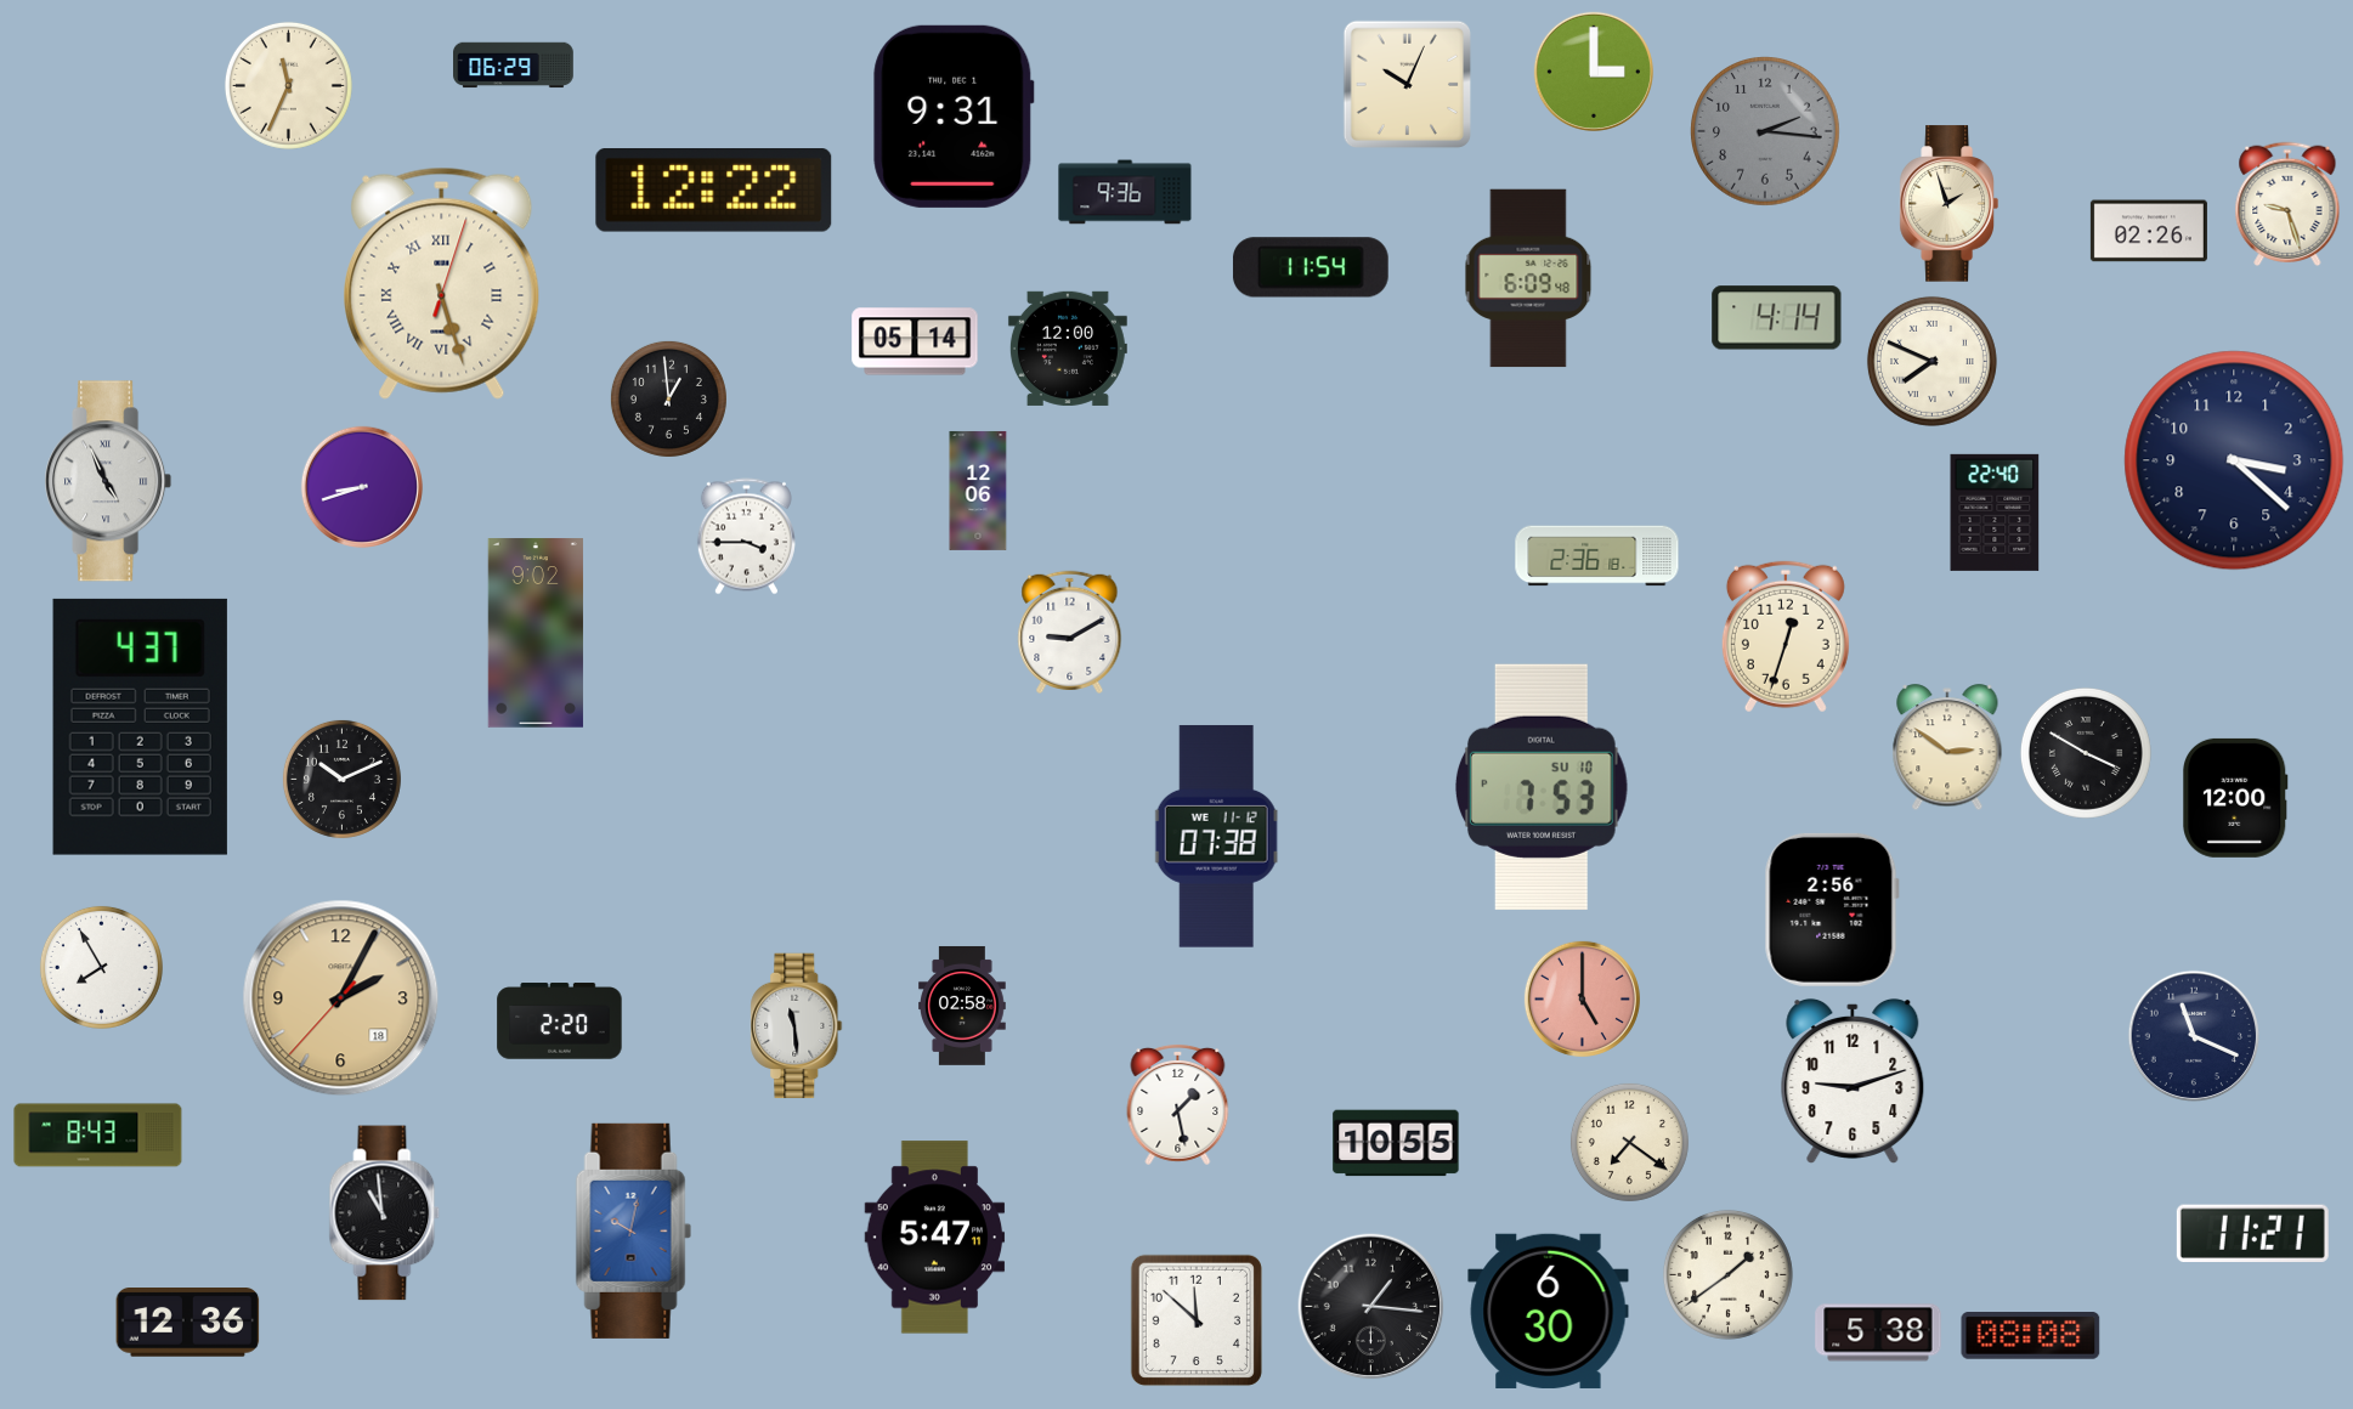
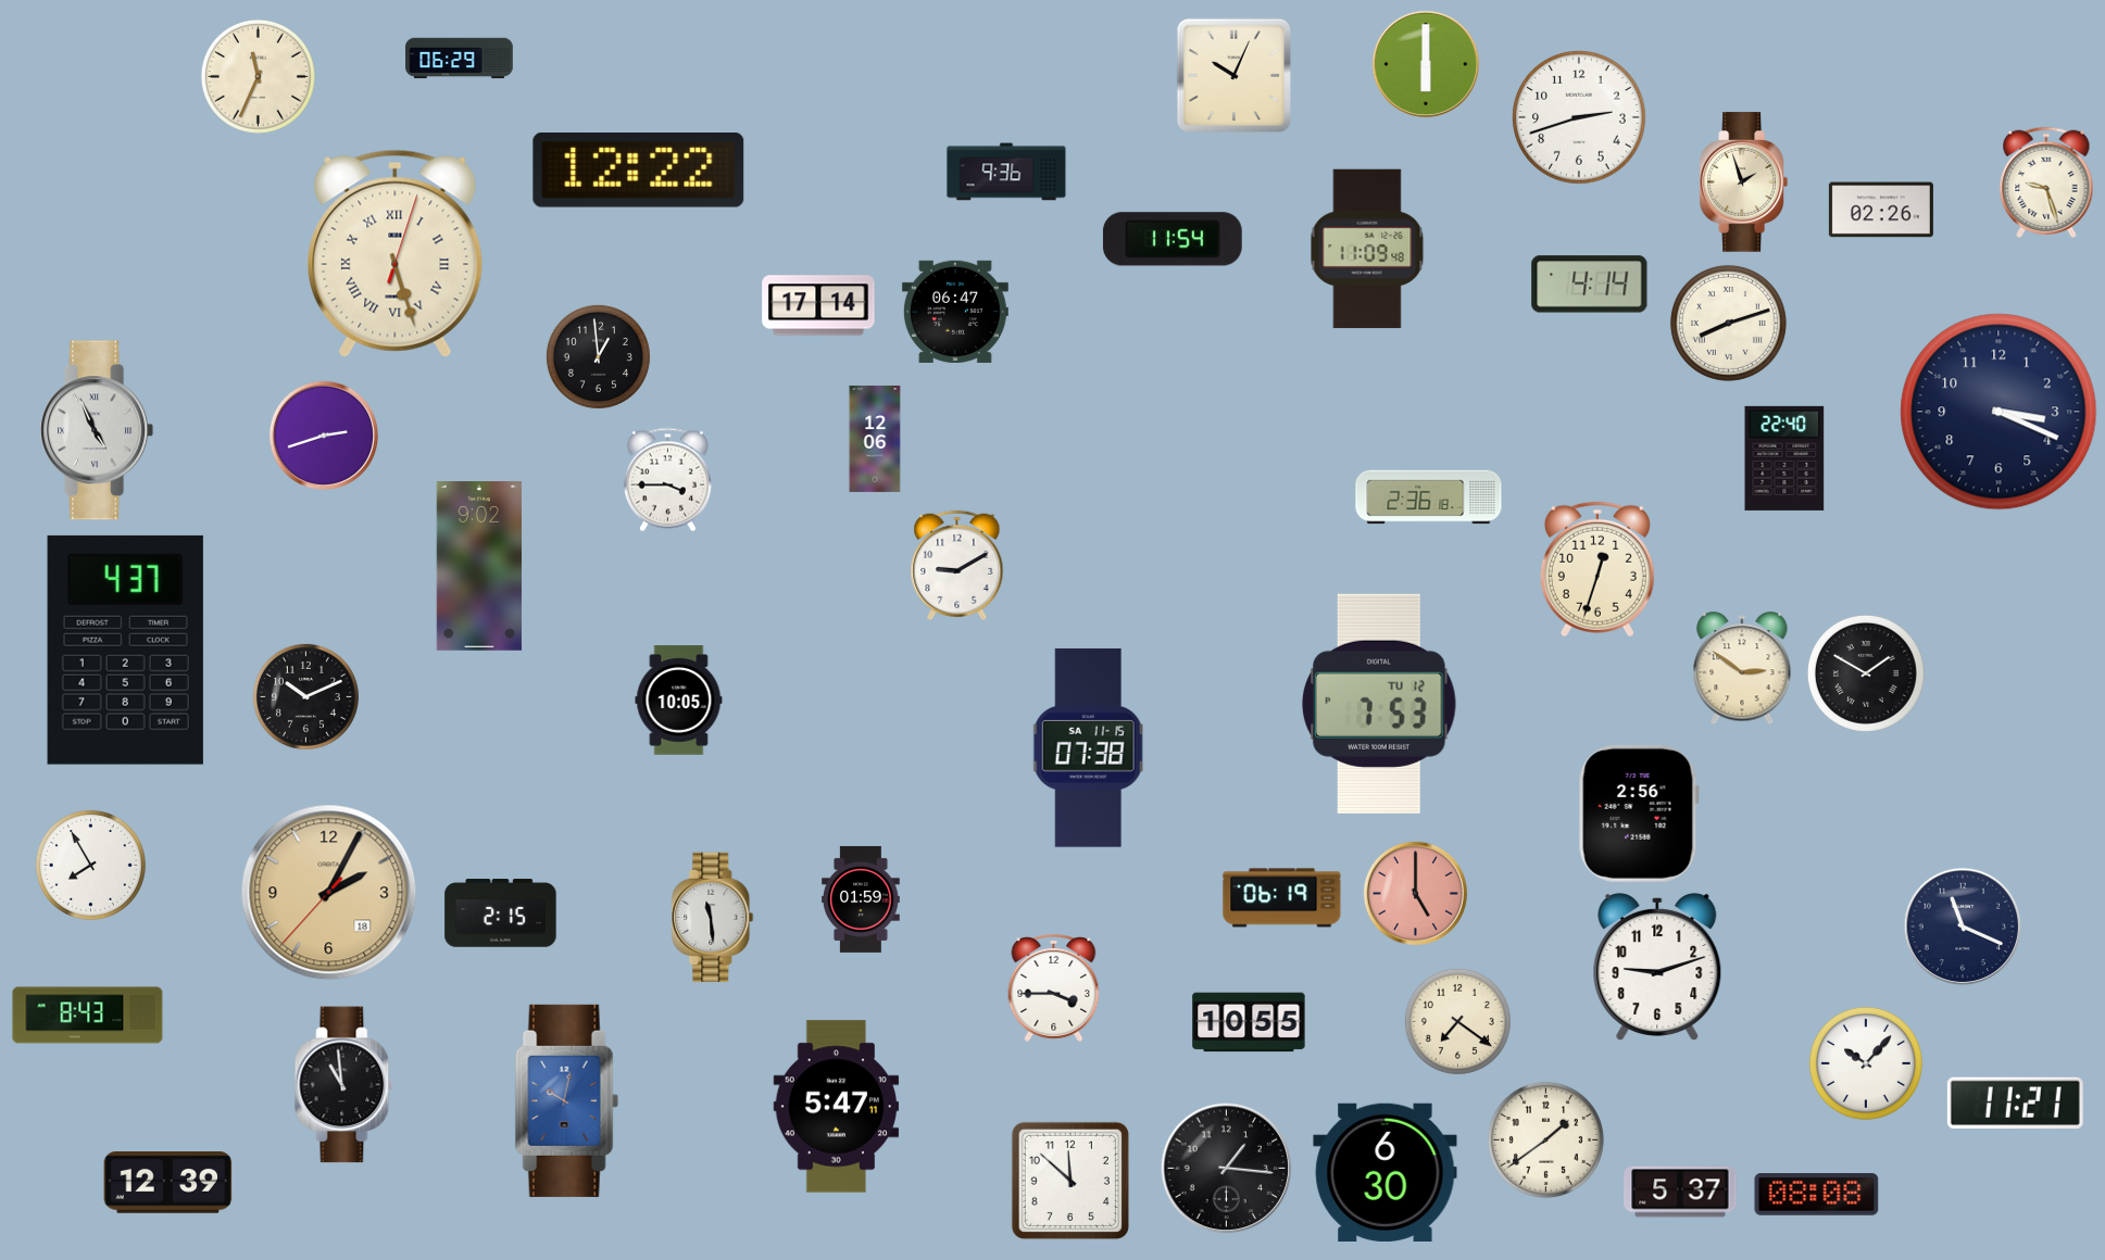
clock at (1594, 72): 3:00 -> 6:00
clock at (1408, 85) position: (1408, 85) -> (1235, 76)
clock at (954, 117): 9:31 -> none
clock at (1766, 132): 2:16 -> 2:42
clock at (1766, 132) dial: grey -> white
clock at (2149, 231) position: (2149, 231) -> (1881, 210)
clock at (1528, 278): 6:09 -> 11:09
clock at (915, 341): 05:14 -> 17:14
clock at (1068, 349): 12:00 -> 06:47
clock at (1931, 361): 7:49 -> 8:12
clock at (2234, 460): 3:22 -> 3:19
clock at (361, 486): 8:42 -> 2:42
clock at (2086, 753): 3:50 -> 1:50
clock at (679, 701): none -> 10:05
clock at (1542, 787) date: SU 10 -> TU 12
clock at (2235, 798): 12:00 -> none
clock at (1216, 837) date: WE 11-12 -> SA 11-15
clock at (341, 998) position: (341, 998) -> (329, 893)
clock at (1282, 898): none -> 06:19
clock at (963, 1006): 02:58 -> 01:59
clock at (560, 1022): 2:20 -> 2:15
clock at (1178, 1104): 1:28 -> 3:45
clock at (1866, 1063): none -> 10:07
clock at (188, 1323): 12:36 -> 12:39
clock at (1878, 1332): 5:38 -> 5:37
